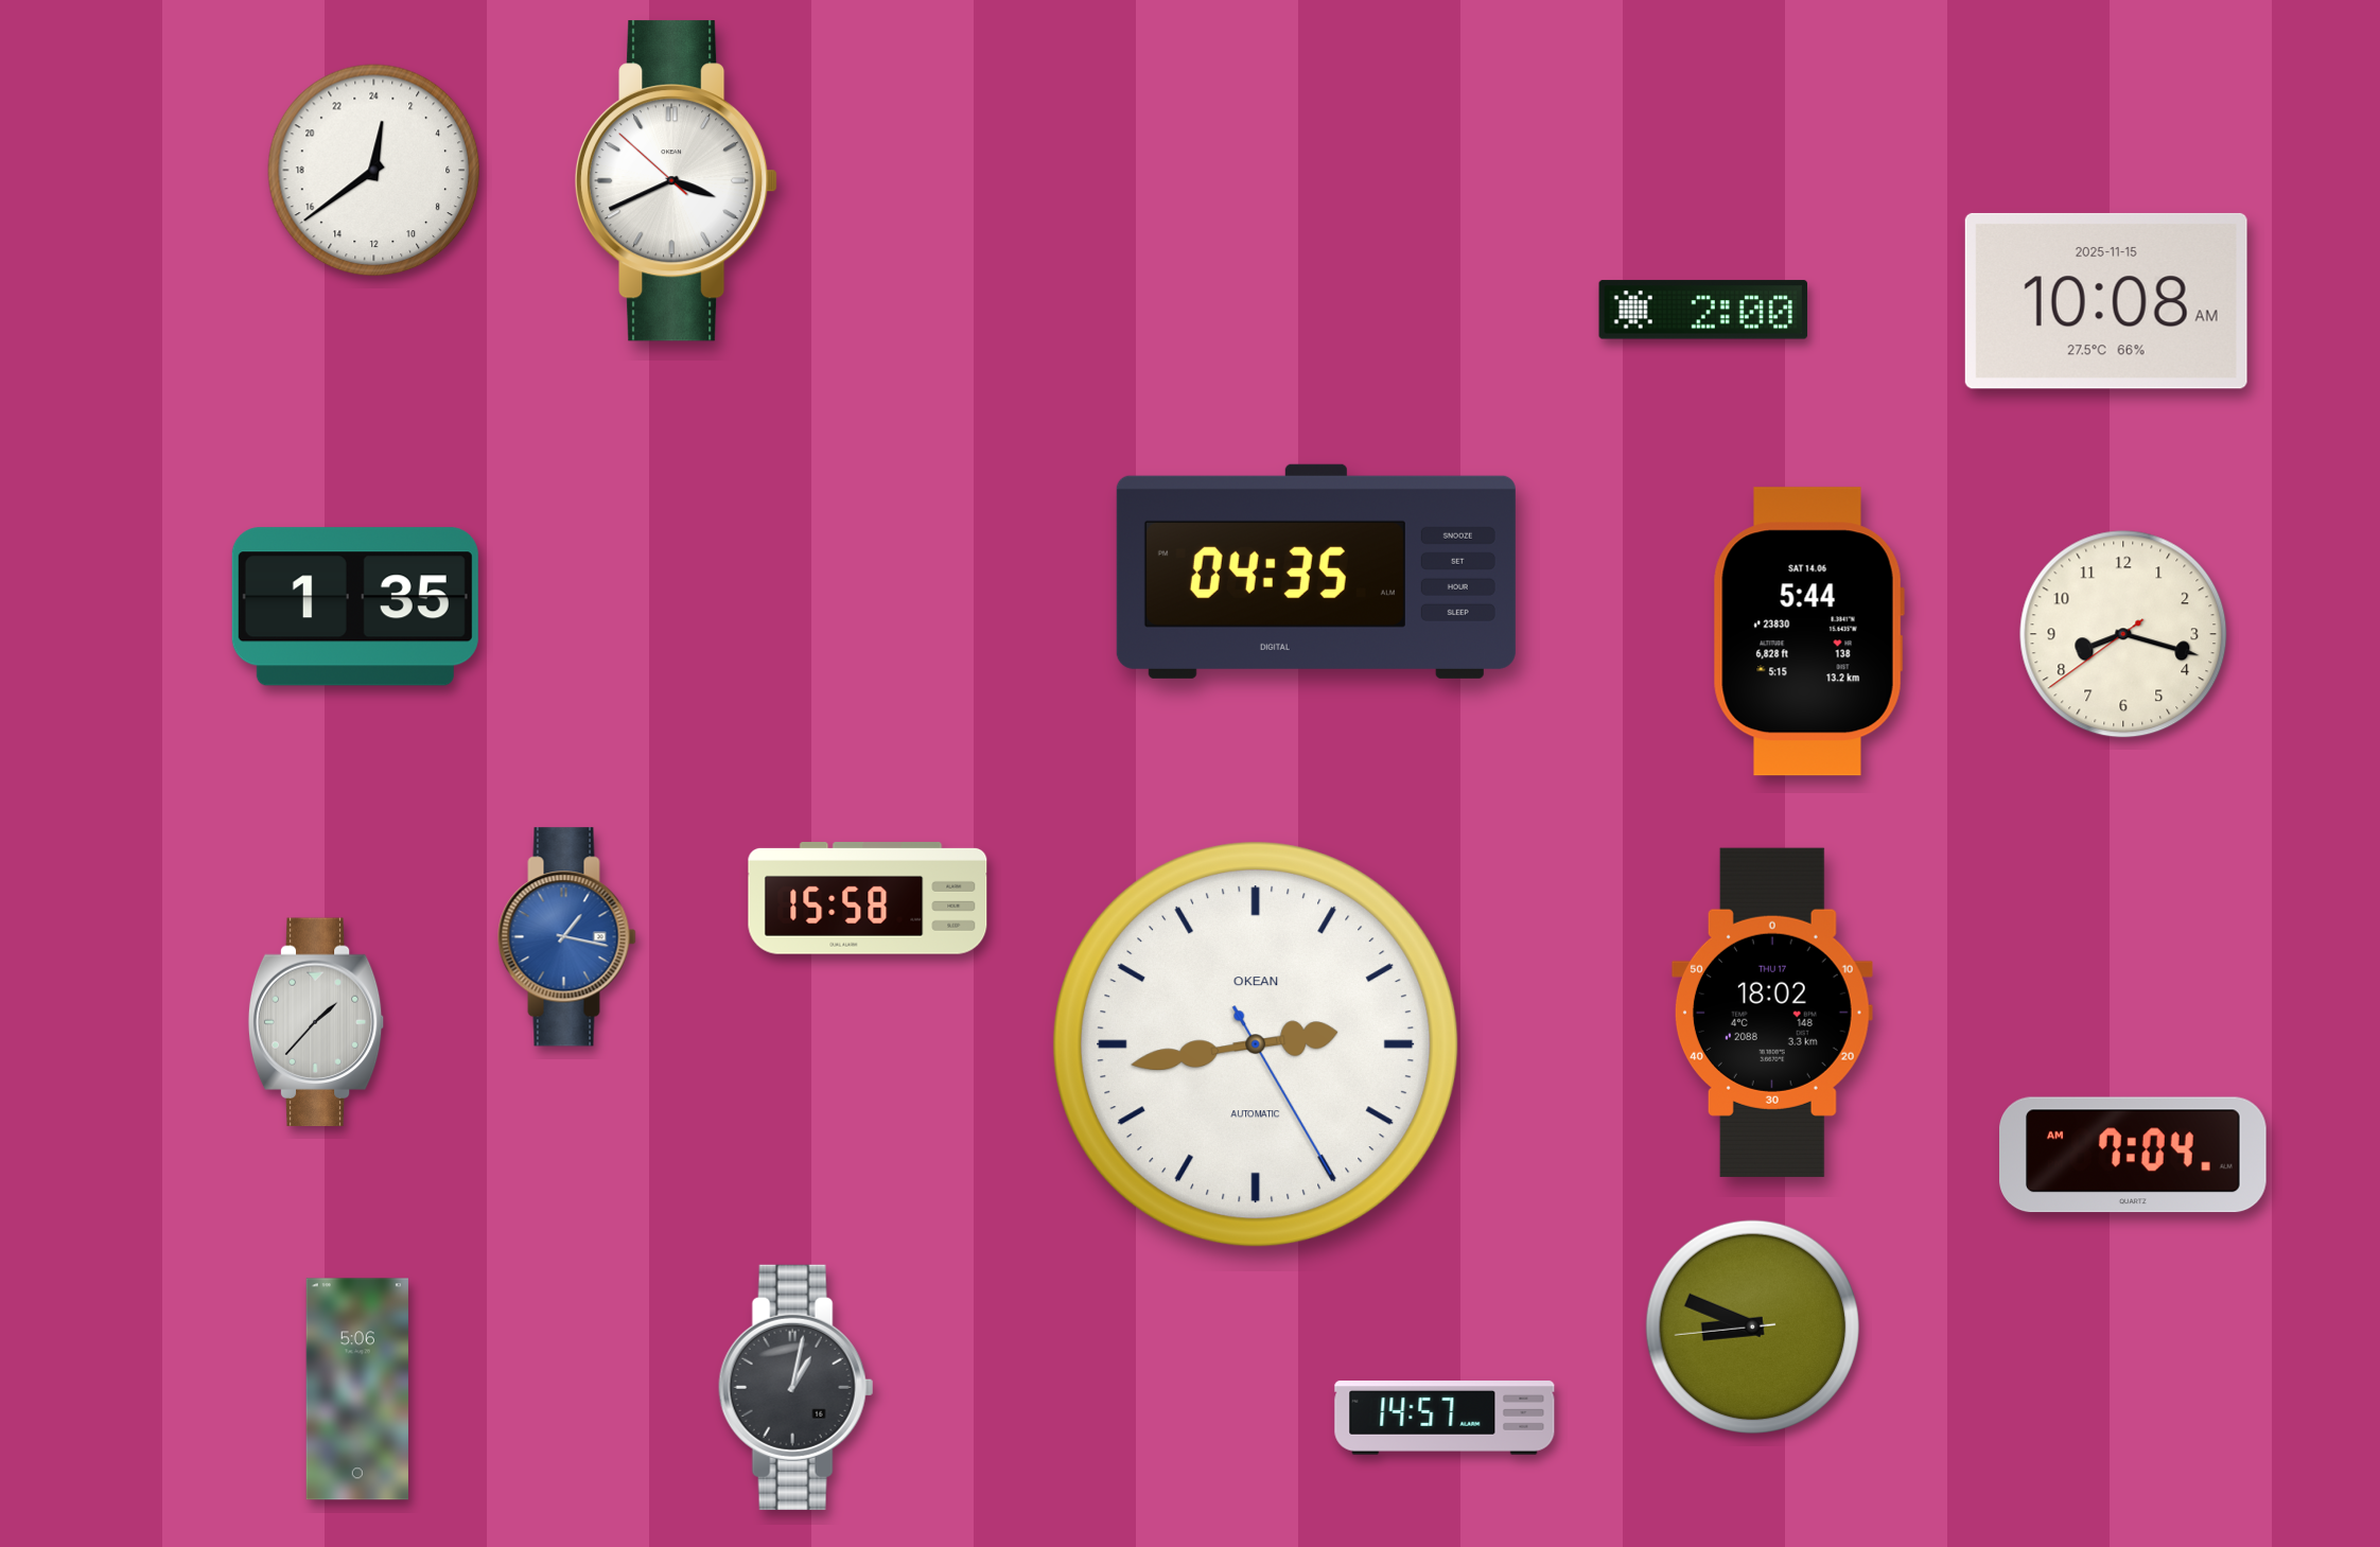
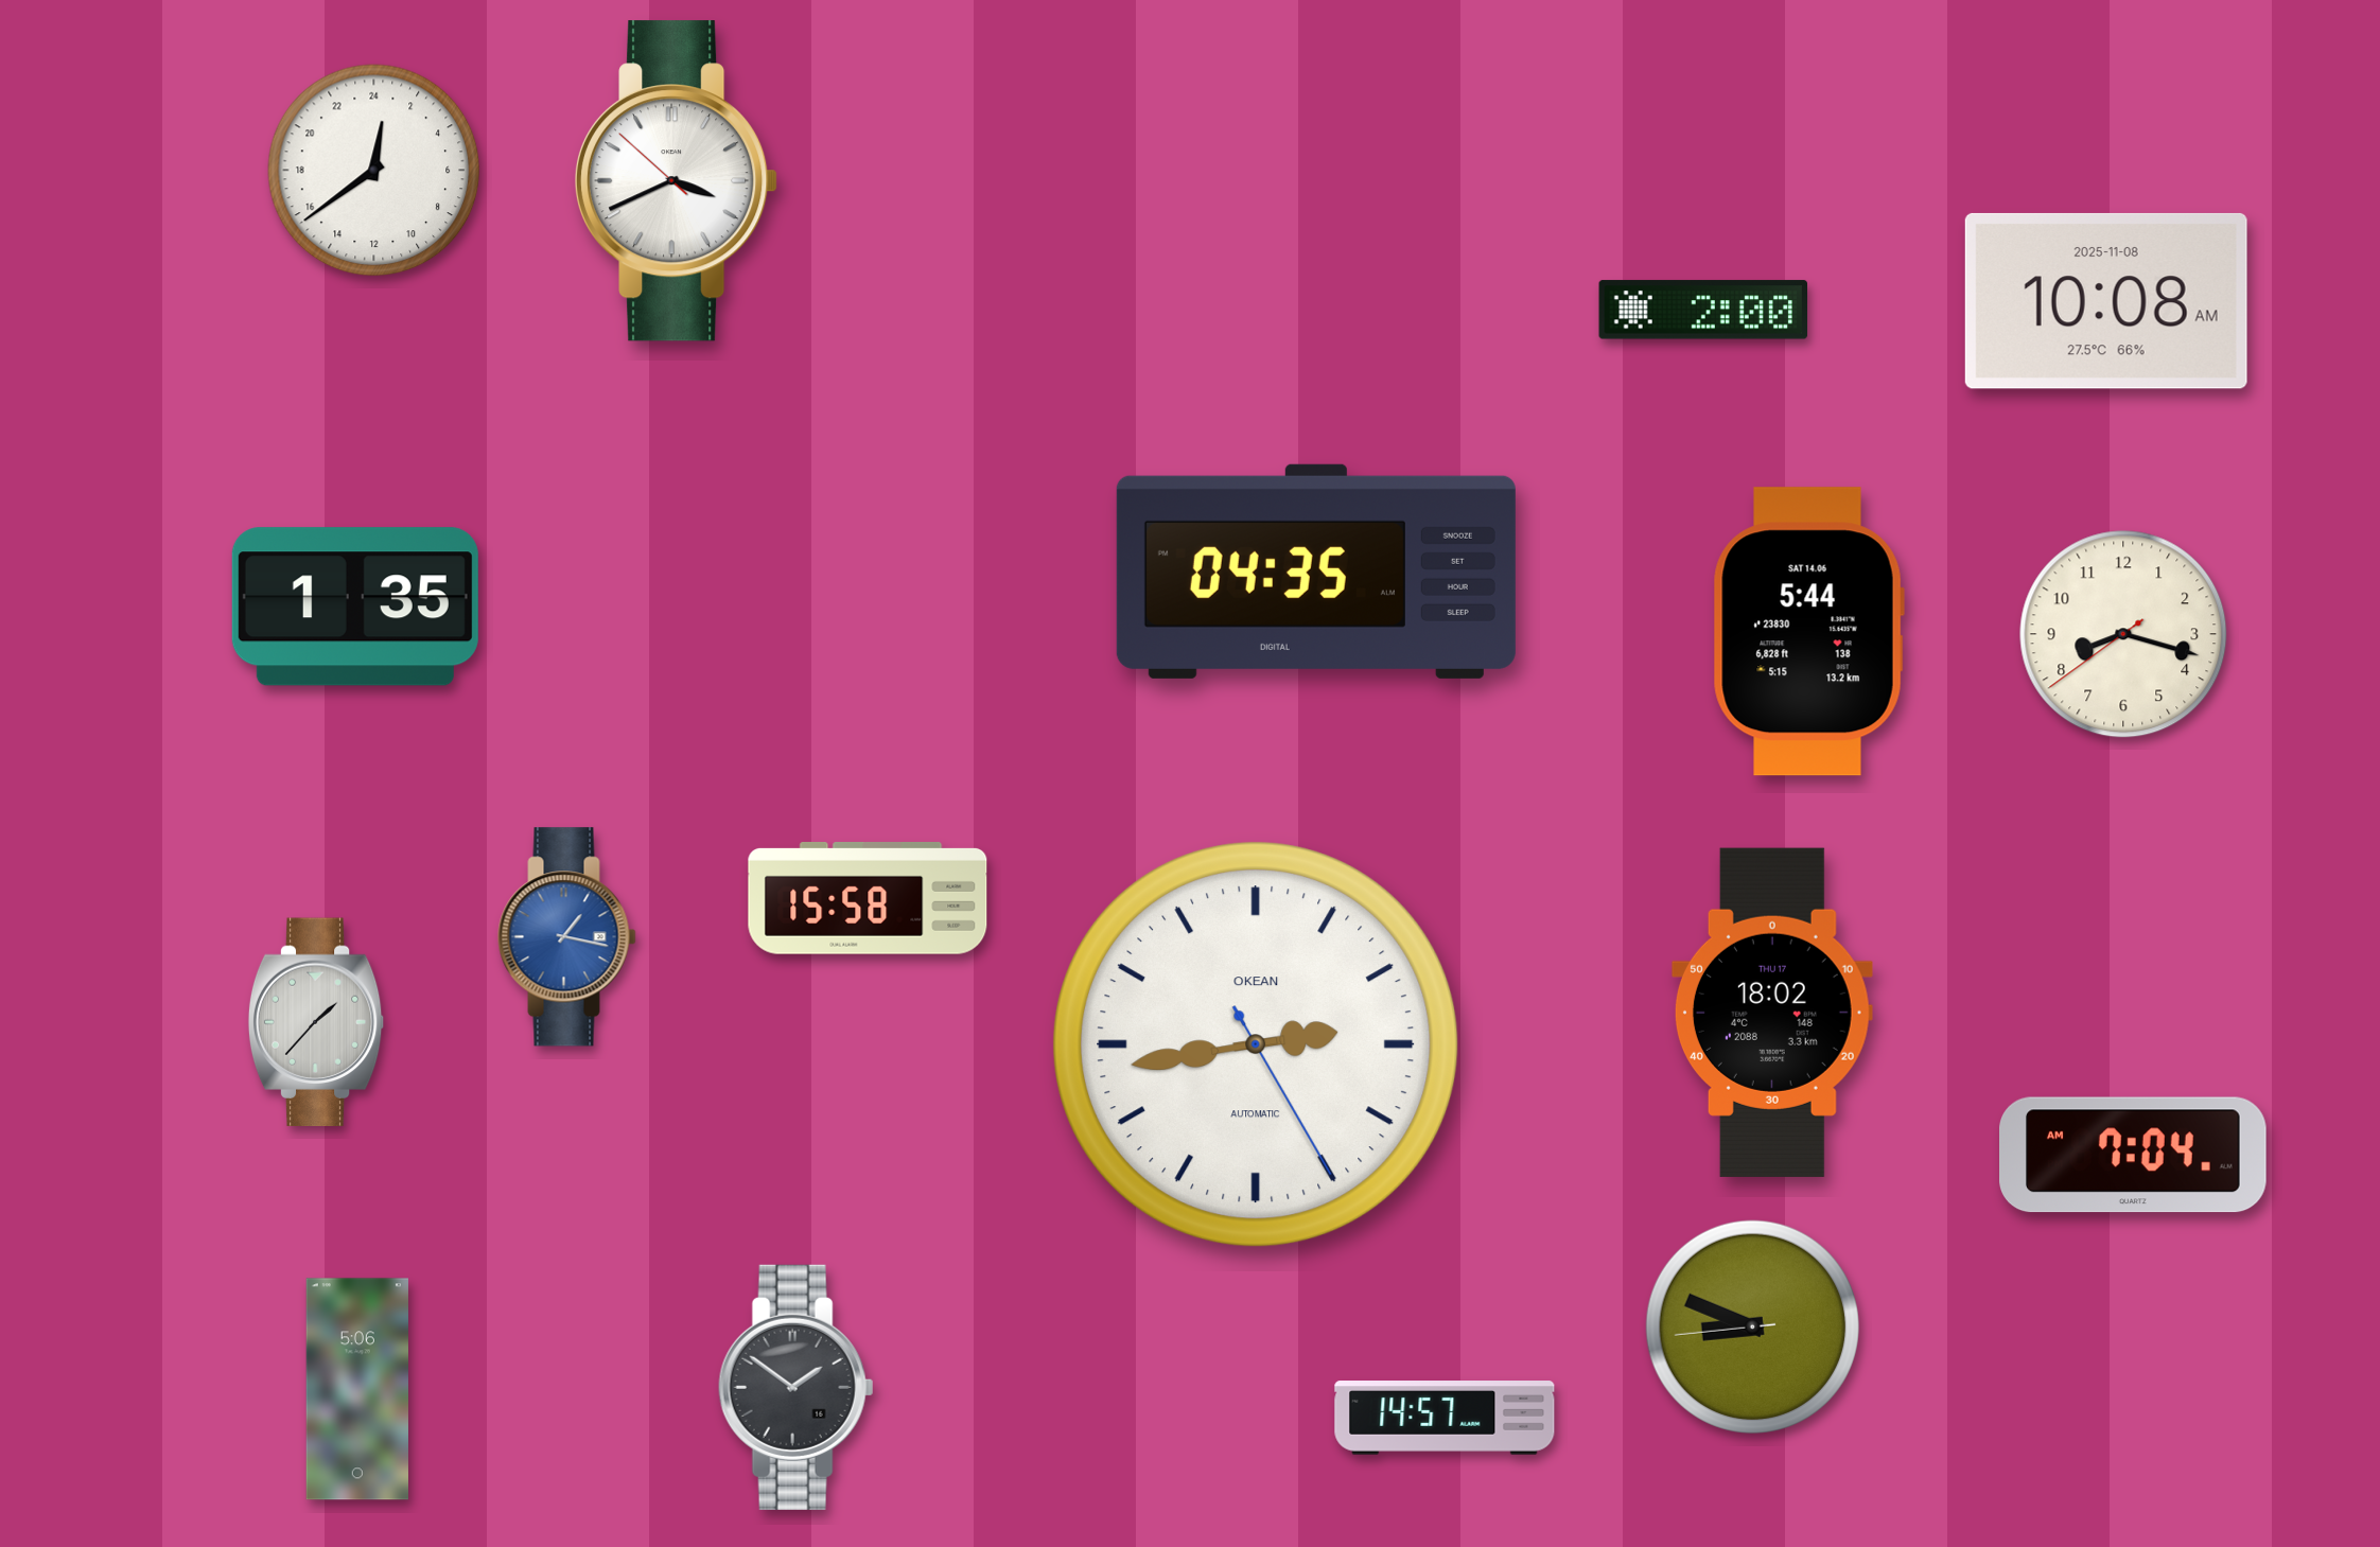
clock at (2106, 301) date: 2025-11-15 -> 2025-11-08
clock at (797, 1387): 1:02 -> 1:51
